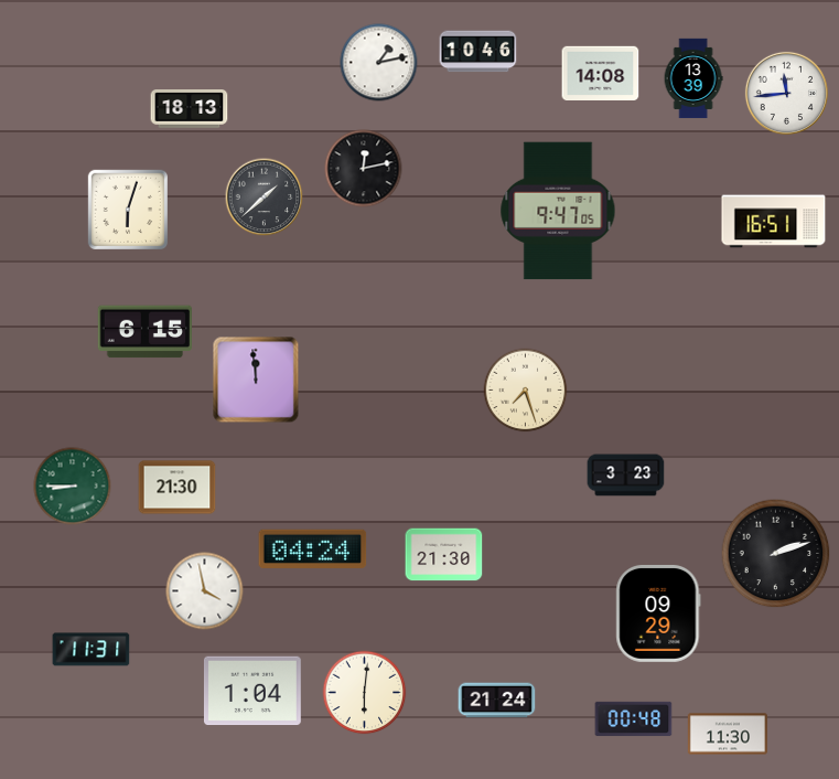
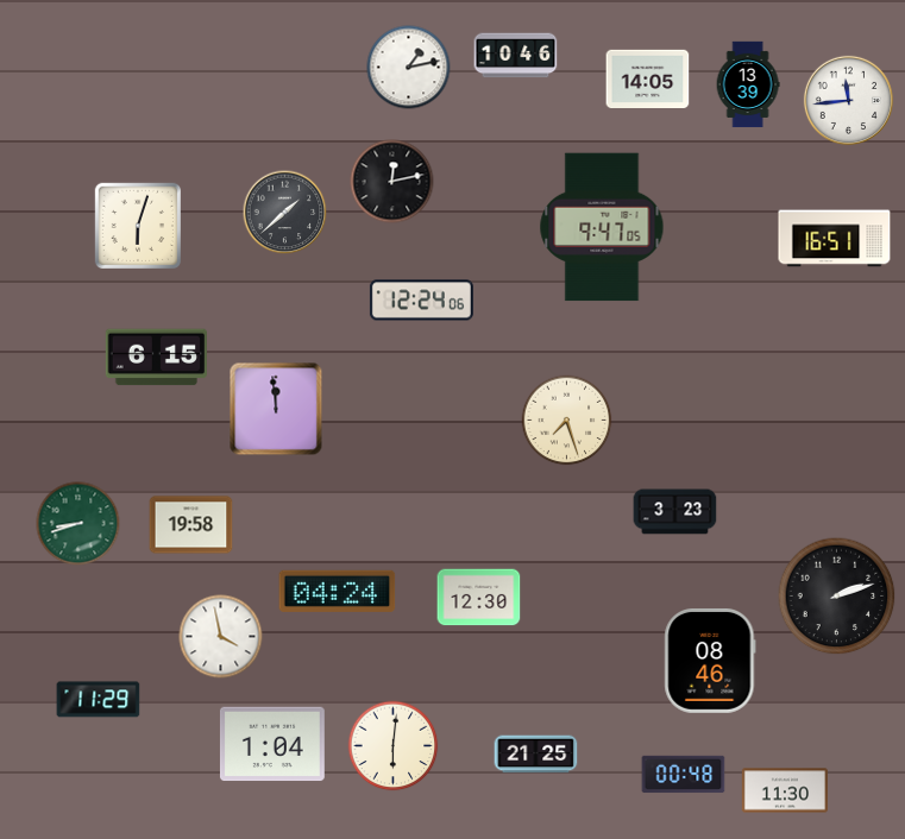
clock at (601, 74): 14:08 -> 14:05
clock at (190, 109): 18:13 -> none
clock at (421, 301): none -> 12:24
clock at (73, 487): 8:45 -> 8:42
clock at (178, 488): 21:30 -> 19:58
clock at (444, 555): 21:30 -> 12:30
clock at (658, 613): 09:29 -> 08:46
clock at (92, 650): 11:31 -> 11:29
clock at (497, 701): 21:24 -> 21:25
